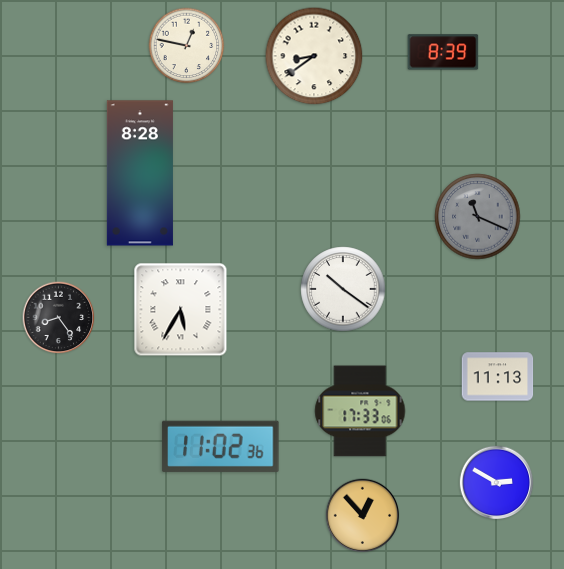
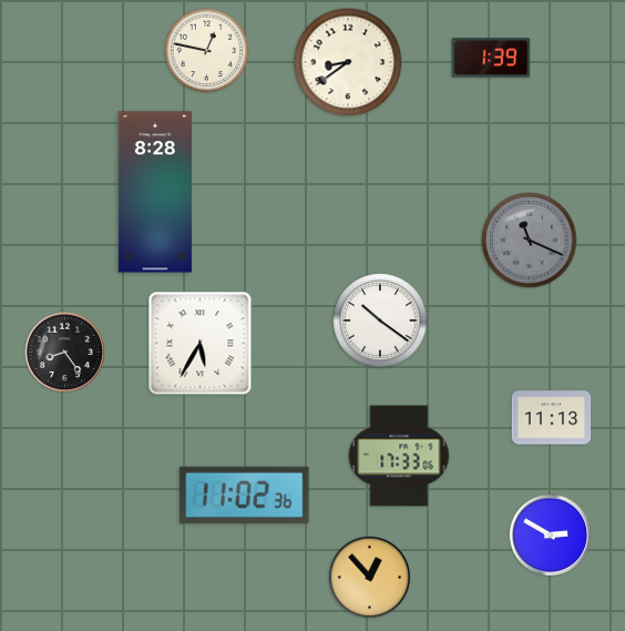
clock at (443, 52): 8:39 -> 1:39
clock at (363, 516) position: (363, 516) -> (370, 578)
